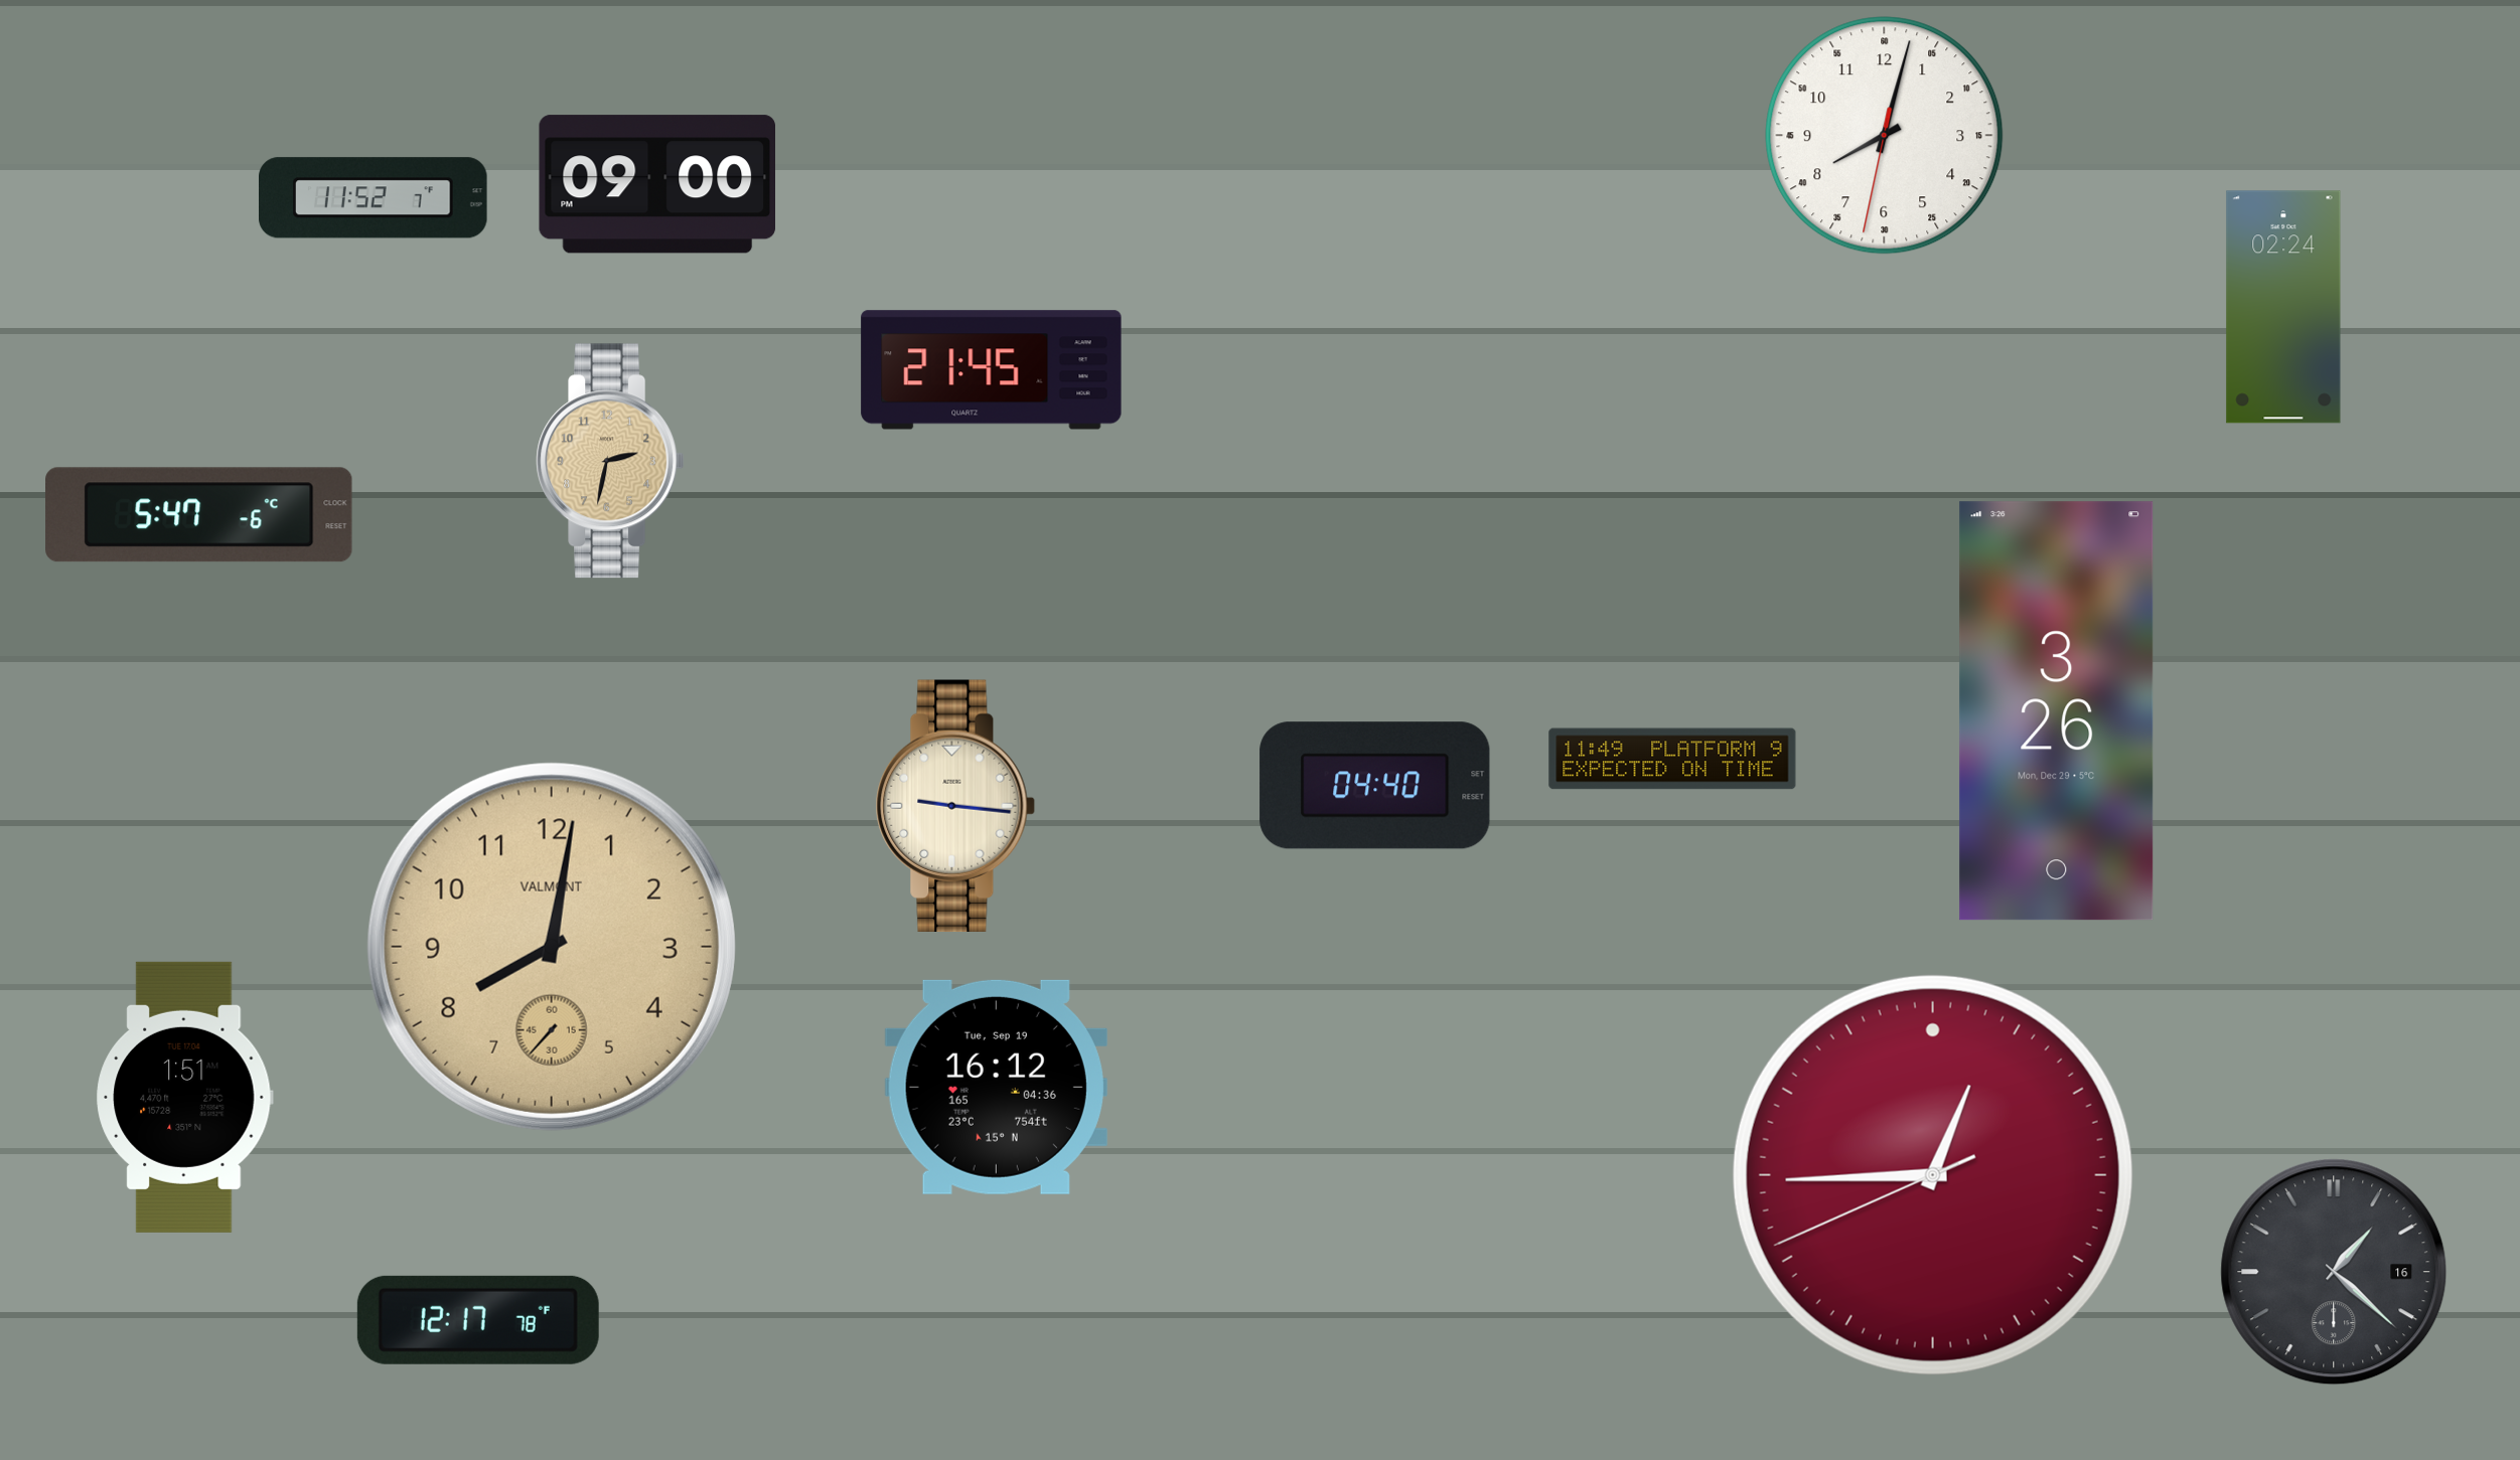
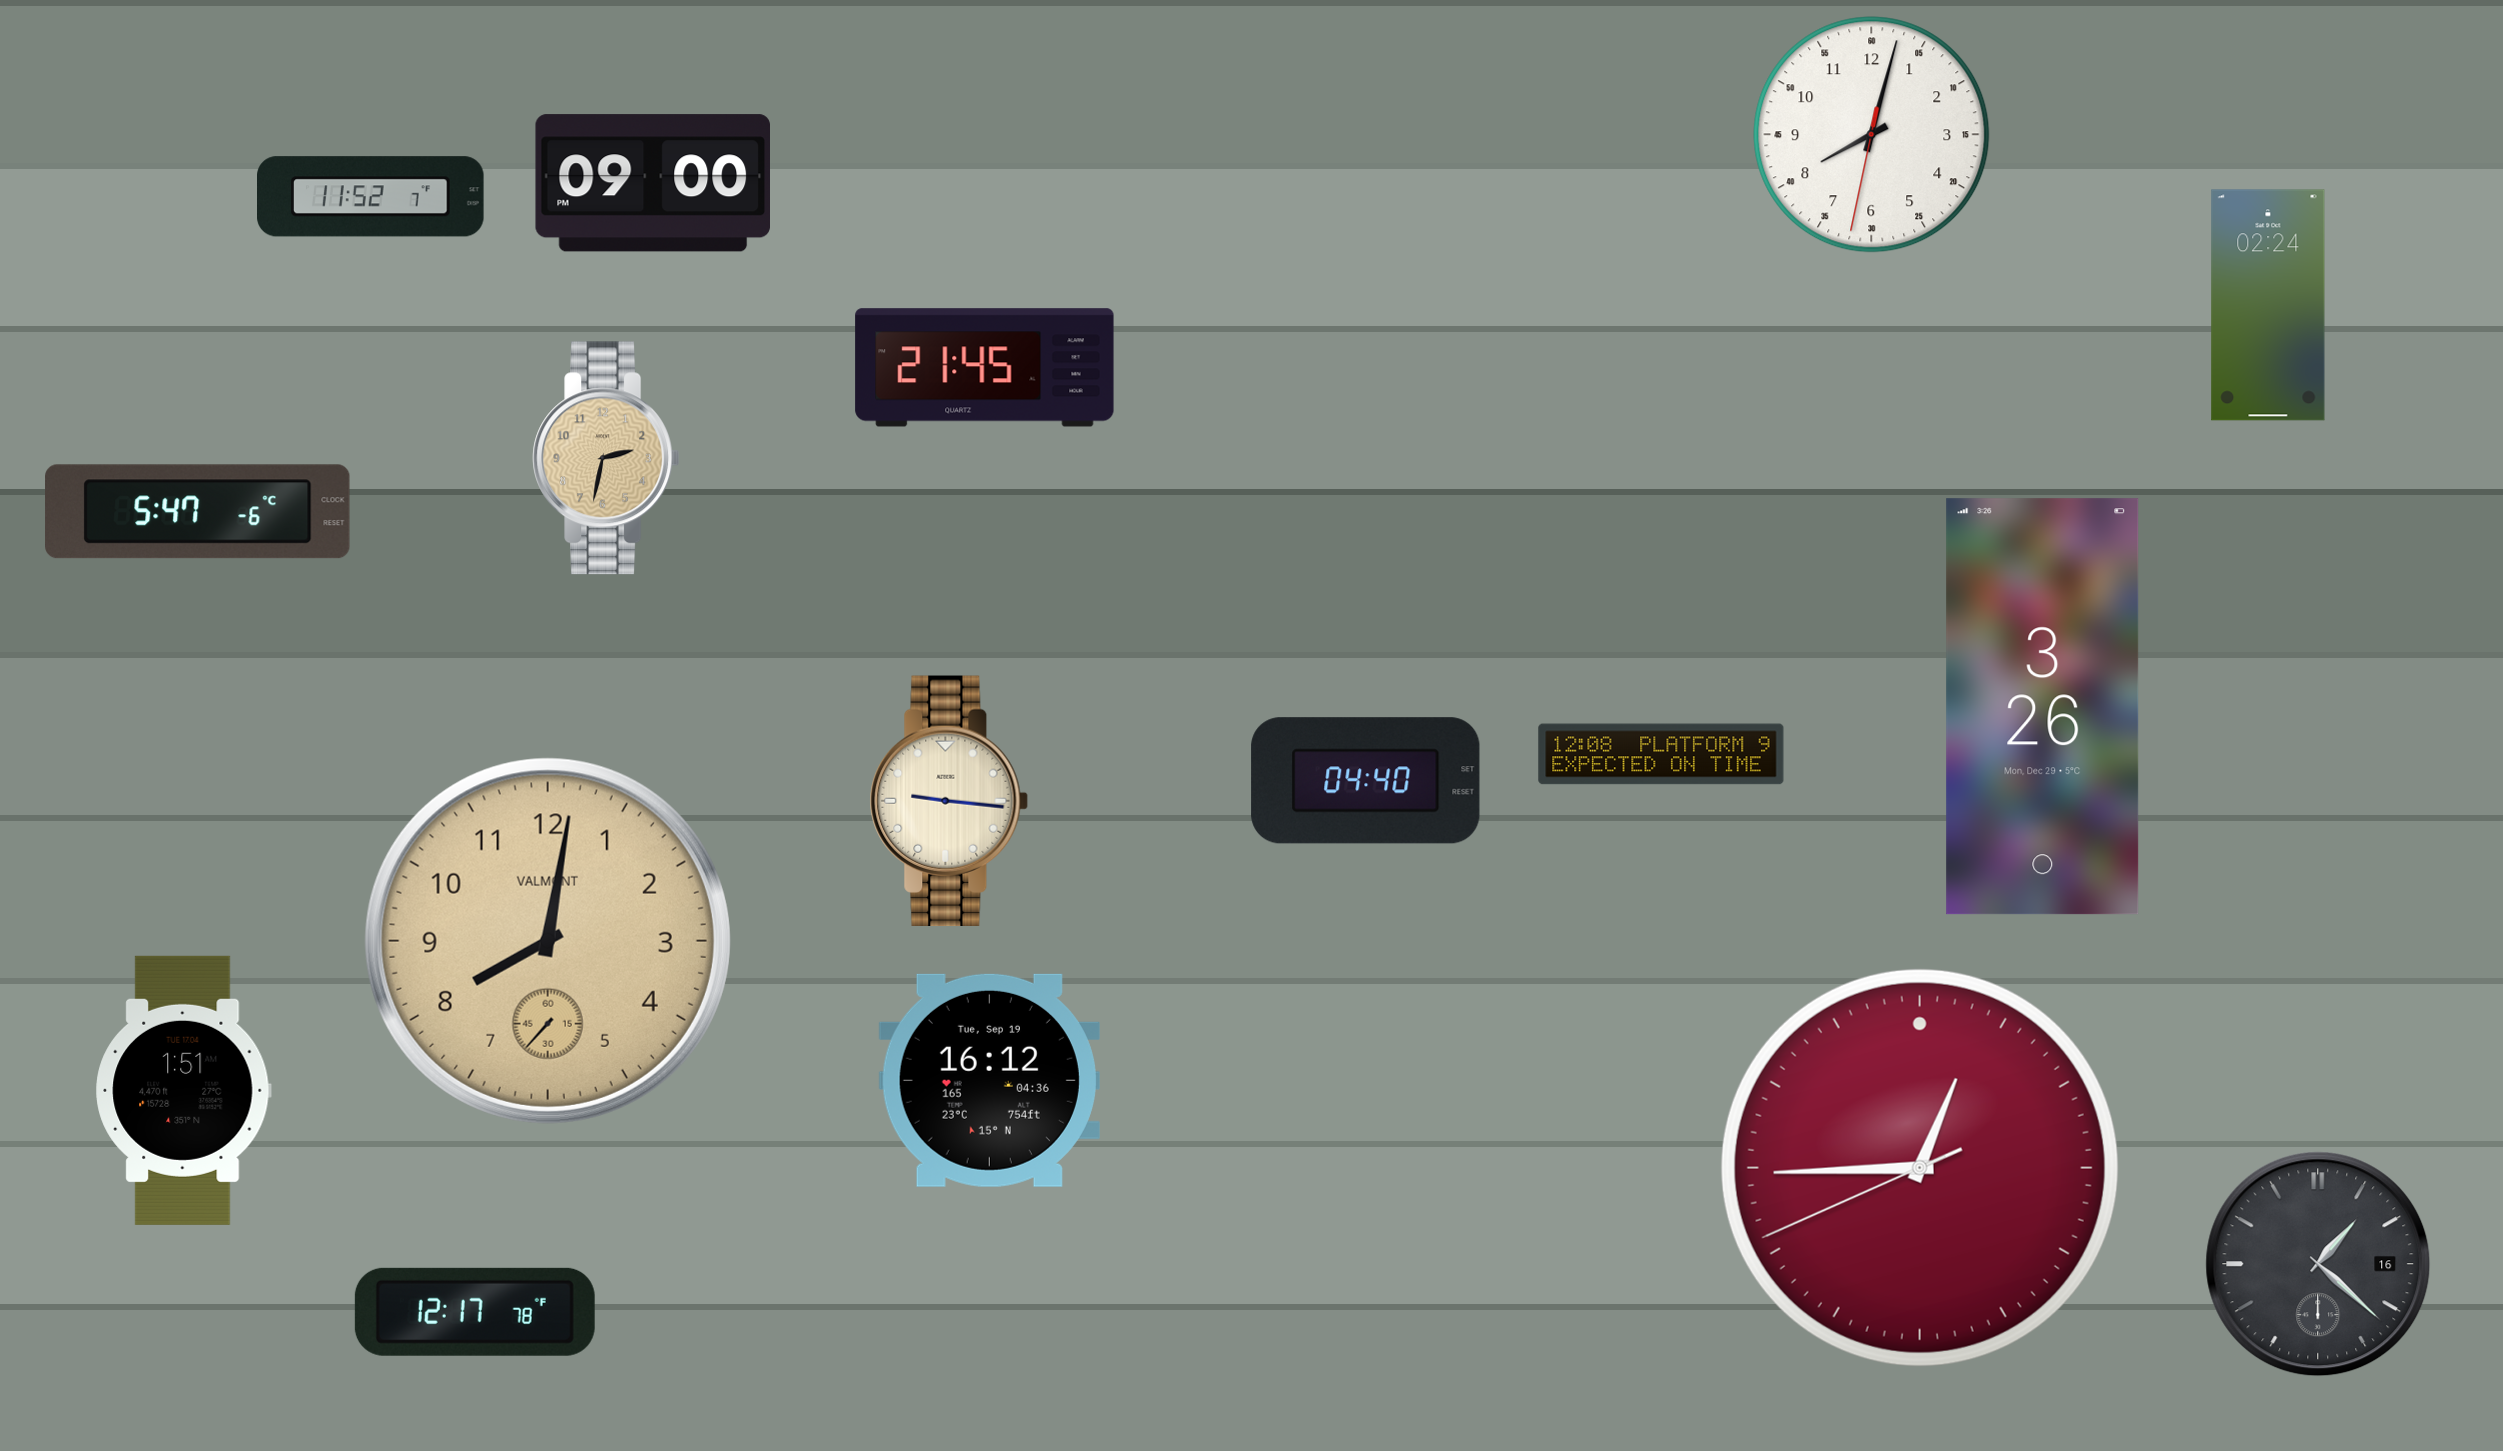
clock at (1672, 759): 11:49 -> 12:08
